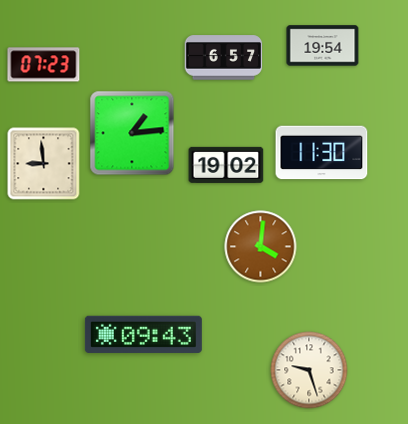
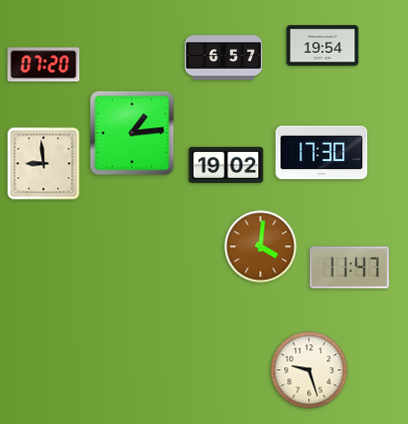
clock at (44, 65): 07:23 -> 07:20
clock at (322, 153): 11:30 -> 17:30
clock at (349, 268): none -> 11:47
clock at (143, 334): 09:43 -> none
